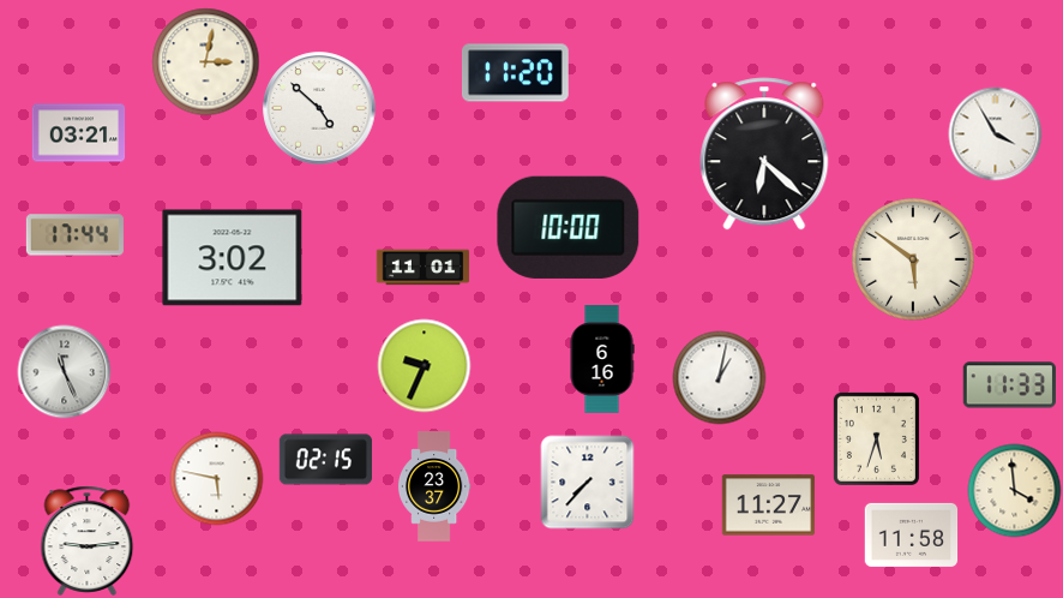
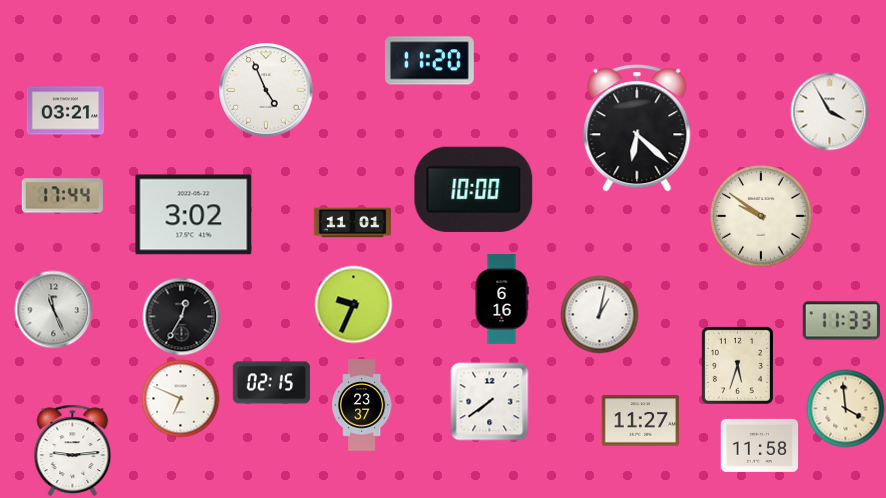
clock at (205, 61): 3:02 -> none
clock at (319, 108): 4:52 -> 4:56
clock at (913, 259): 5:51 -> 9:51
clock at (181, 316): none -> 12:35
clock at (876, 438) position: (876, 438) -> (737, 365)
clock at (216, 478): 5:47 -> 6:49
clock at (587, 482): 7:37 -> 7:39
